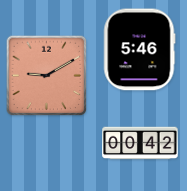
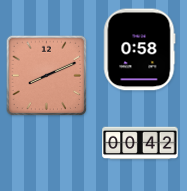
clock at (139, 50): 5:46 -> 0:58
clock at (47, 76): 9:10 -> 8:11
